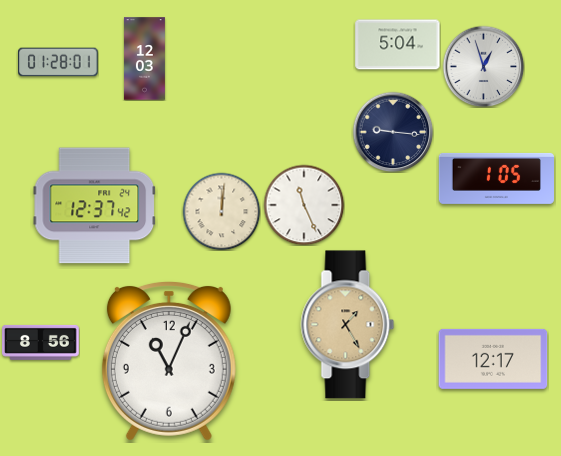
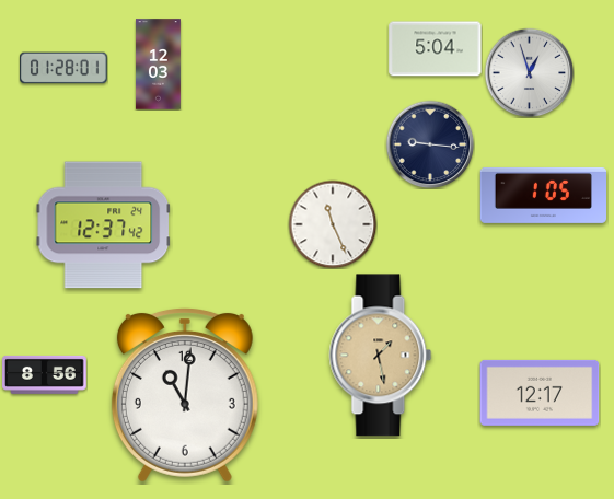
clock at (221, 211): 12:01 -> none
clock at (348, 325): 1:25 -> 1:28
clock at (169, 361): 11:04 -> 11:01
